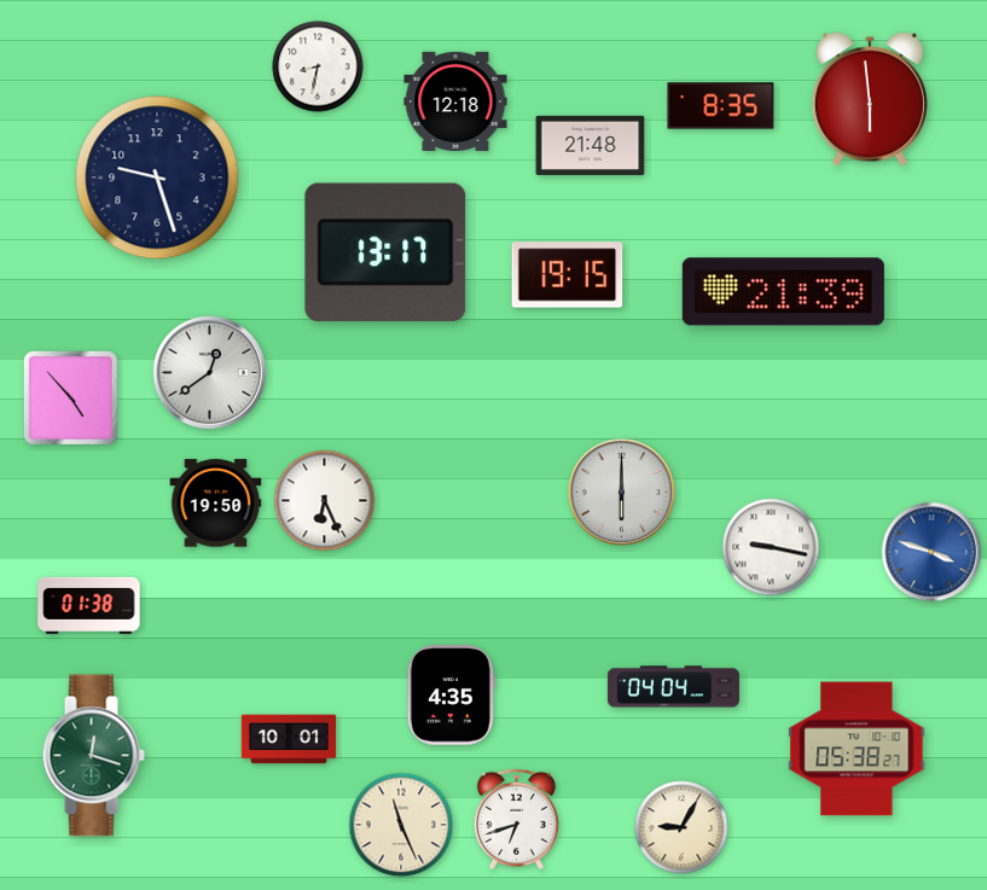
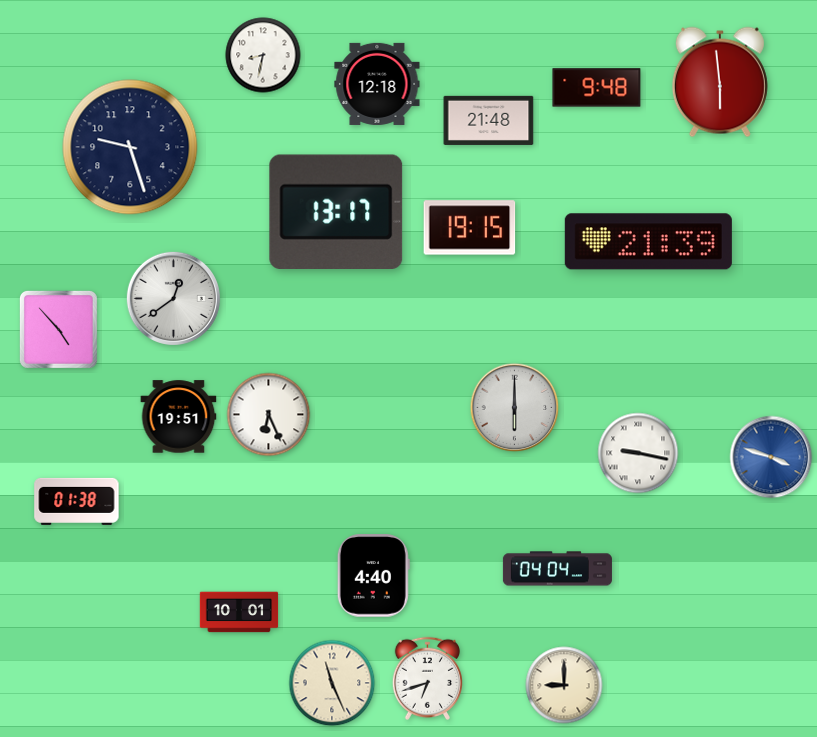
clock at (721, 106): 8:35 -> 9:48
clock at (385, 251) position: (385, 251) -> (336, 211)
clock at (209, 372) position: (209, 372) -> (173, 298)
clock at (216, 504): 19:50 -> 19:51
clock at (89, 605) position: (89, 605) -> (77, 501)
clock at (451, 696): 4:35 -> 4:40
clock at (857, 749): 05:38 -> none
clock at (93, 756): 12:18 -> none
clock at (681, 827): 9:05 -> 9:00
